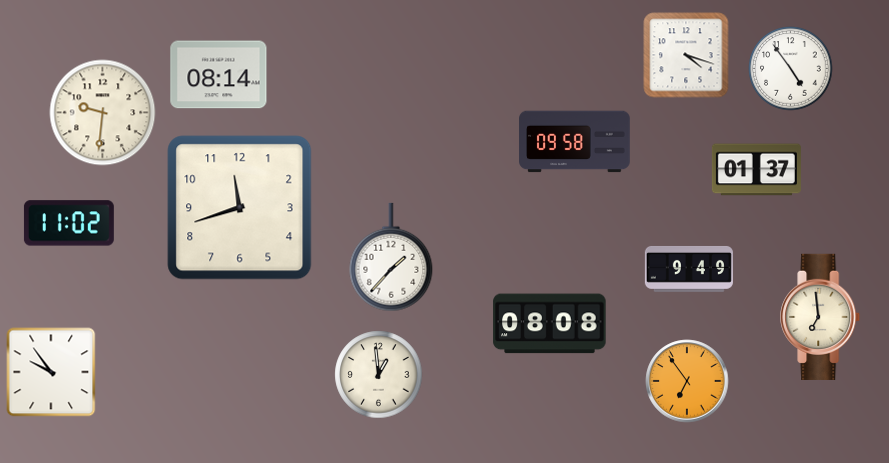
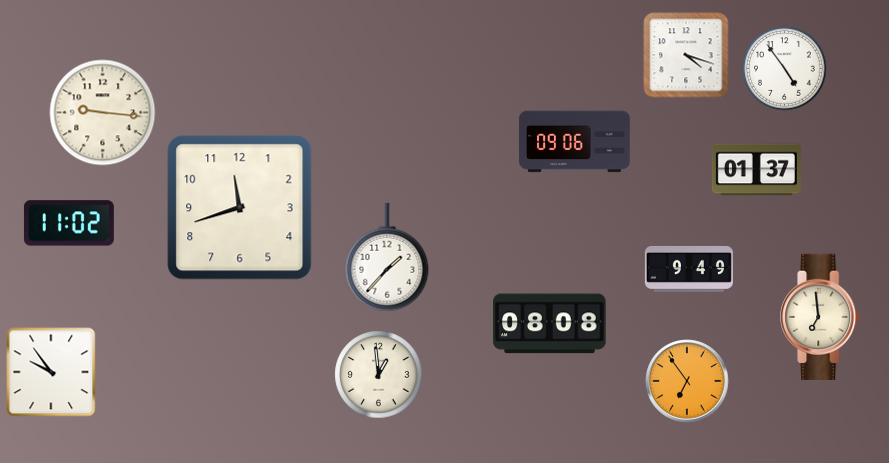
clock at (791, 69) position: (791, 69) -> (785, 69)
clock at (219, 75): 08:14 -> none
clock at (103, 113): 9:31 -> 9:16
clock at (575, 142): 09:58 -> 09:06
clock at (391, 257) position: (391, 257) -> (387, 257)
